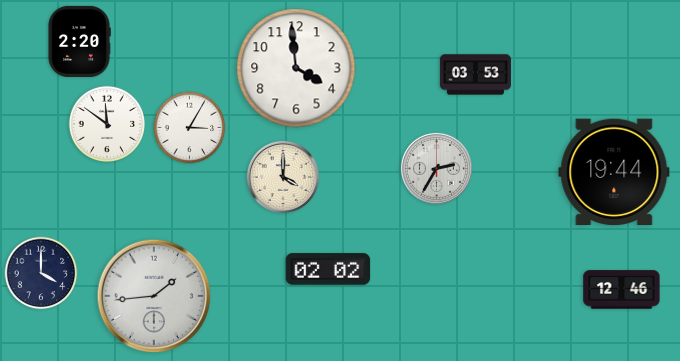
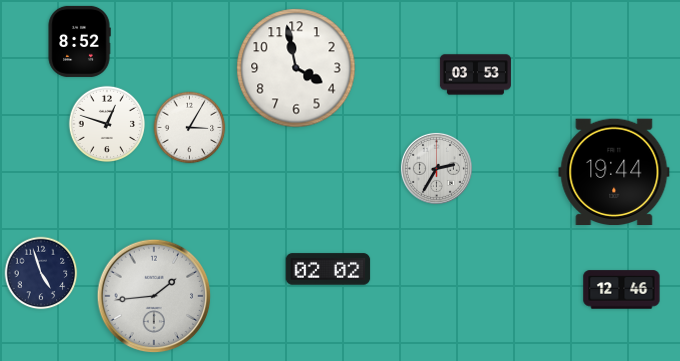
clock at (79, 41): 2:20 -> 8:52
clock at (296, 68): 3:59 -> 3:58
clock at (106, 123): 11:51 -> 12:48
clock at (283, 177): 4:00 -> none
clock at (41, 273): 4:00 -> 4:57
